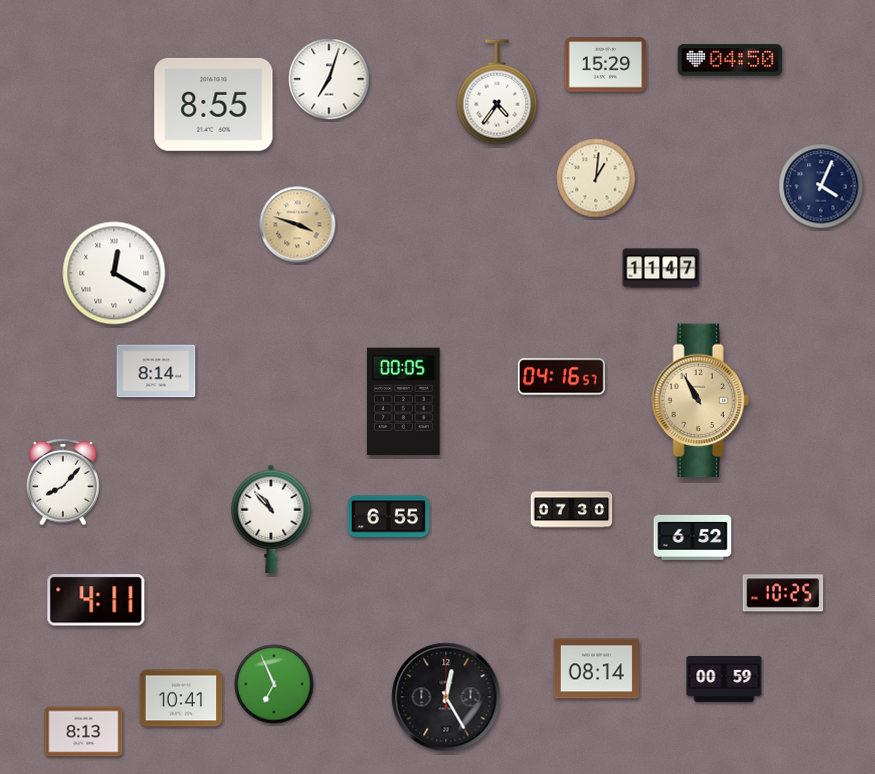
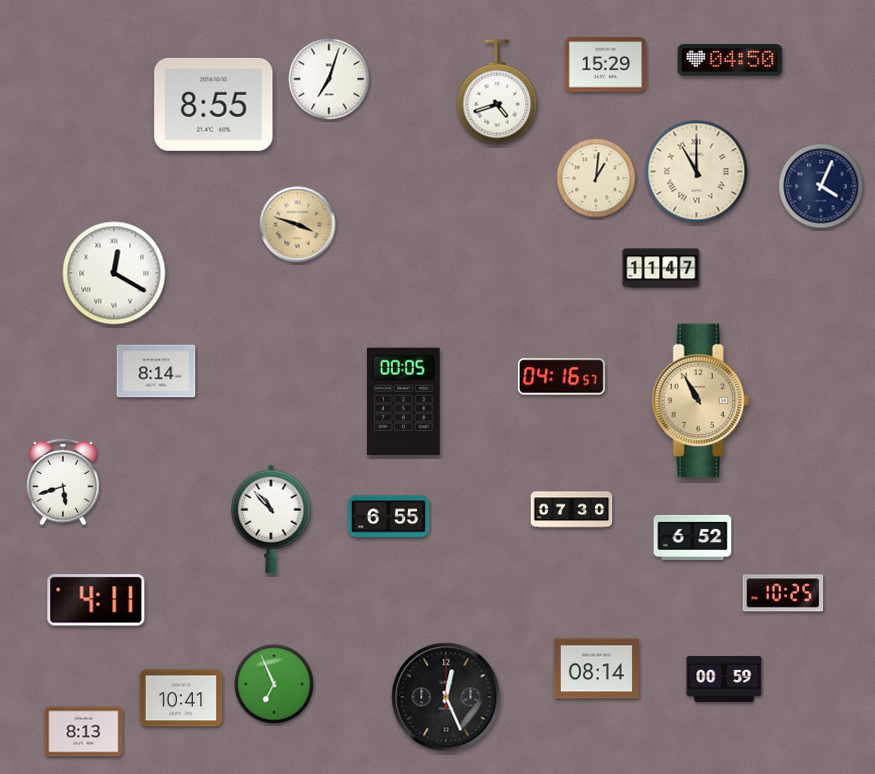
clock at (497, 92): 4:36 -> 4:42
clock at (697, 172): none -> 11:00
clock at (63, 482): 8:07 -> 5:42
clock at (446, 697): 12:25 -> 12:26
